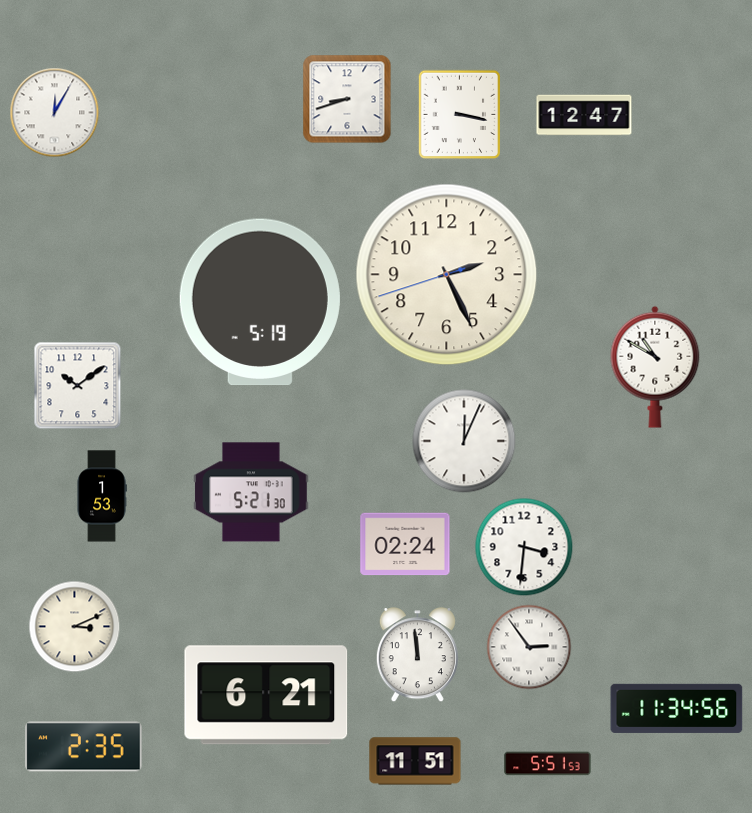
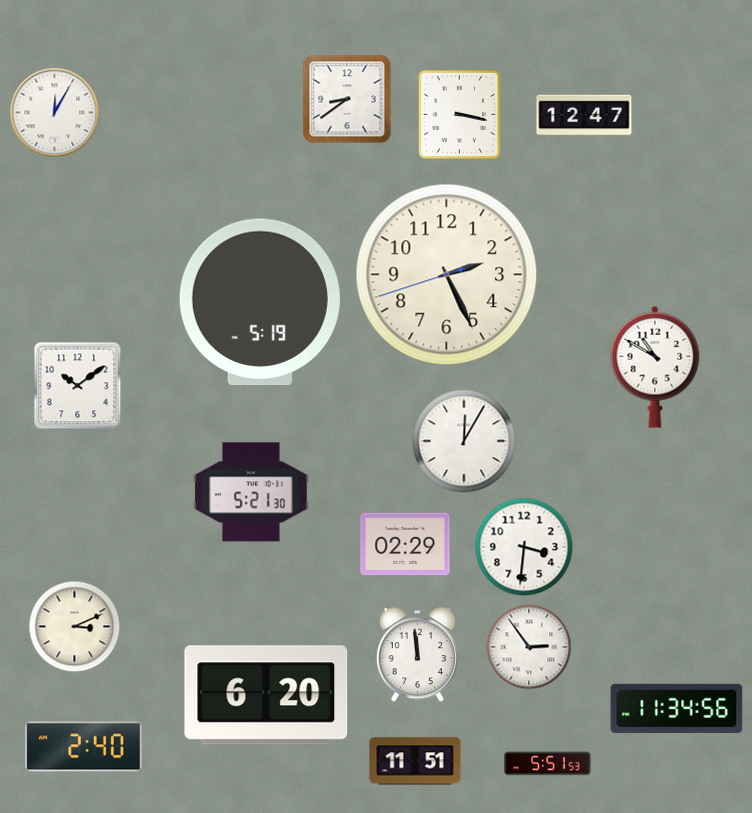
clock at (347, 99): 8:42 -> 8:39
clock at (464, 441): 12:04 -> 12:05
clock at (102, 496): 1:53 -> none
clock at (405, 544): 02:24 -> 02:29
clock at (266, 695): 6:21 -> 6:20
clock at (84, 747): 2:35 -> 2:40
